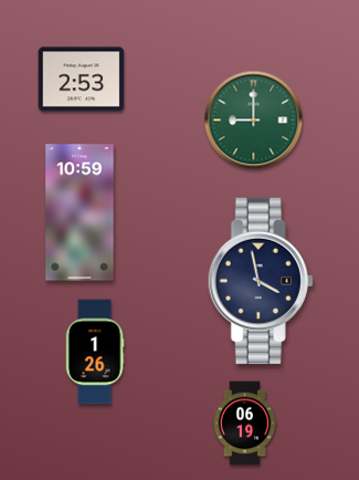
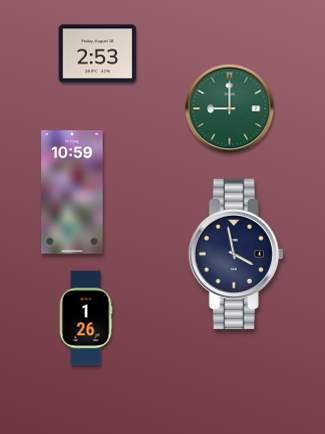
clock at (82, 80) position: (82, 80) -> (98, 54)
clock at (245, 424): 06:19 -> none
